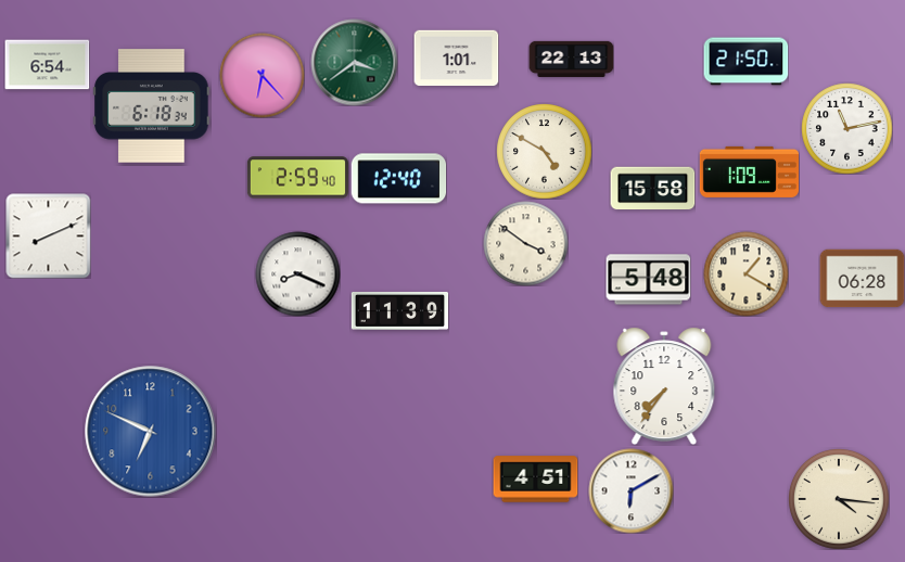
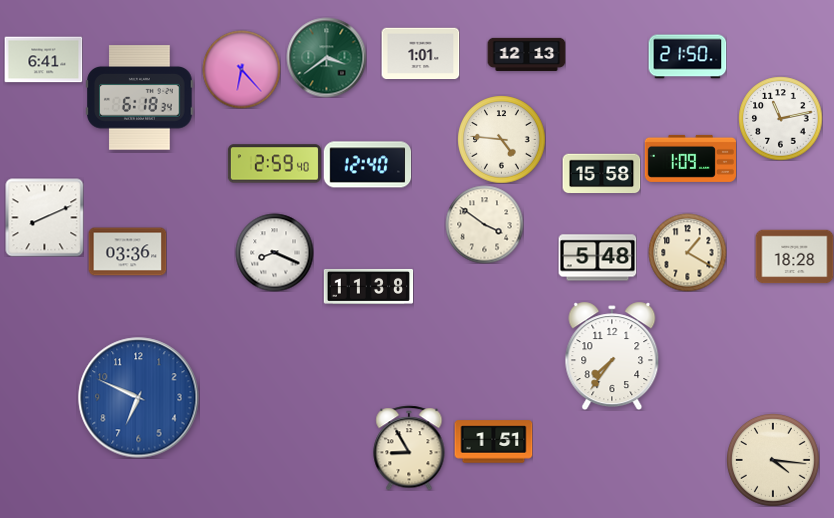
clock at (571, 59): 22:13 -> 12:13
clock at (47, 65): 6:54 -> 6:41
clock at (544, 151): 4:50 -> 4:46
clock at (127, 252): none -> 03:36
clock at (862, 279): 06:28 -> 18:28
clock at (399, 310): 11:39 -> 11:38
clock at (535, 480): 4:51 -> 1:51
clock at (409, 448): none -> 8:55
clock at (630, 490): 6:10 -> none
